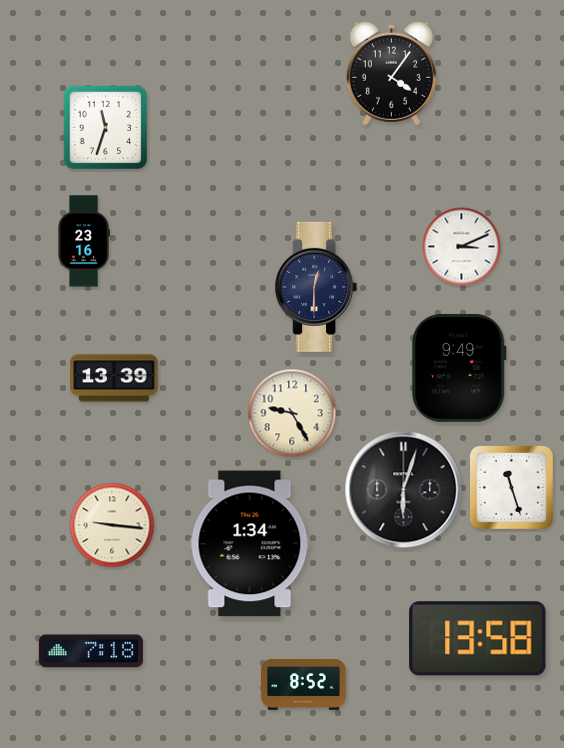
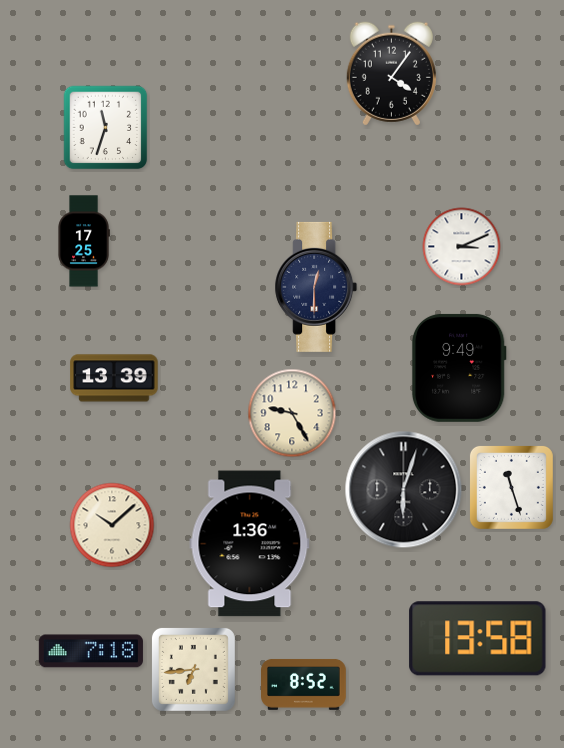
clock at (84, 241): 23:16 -> 17:25
clock at (112, 525): 9:16 -> 10:08
clock at (250, 544): 1:34 -> 1:36
clock at (193, 669): none -> 6:44
